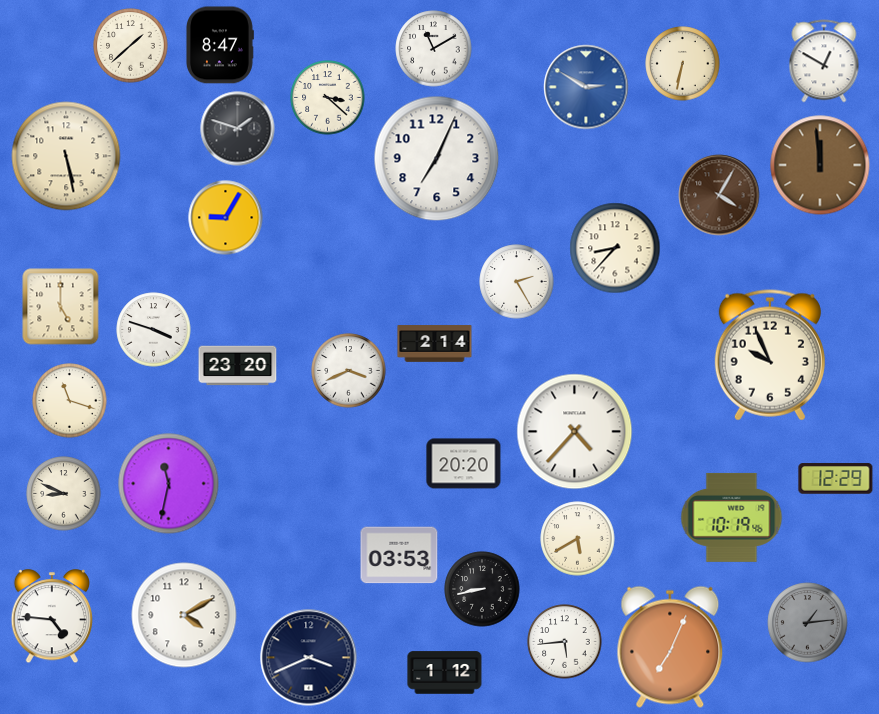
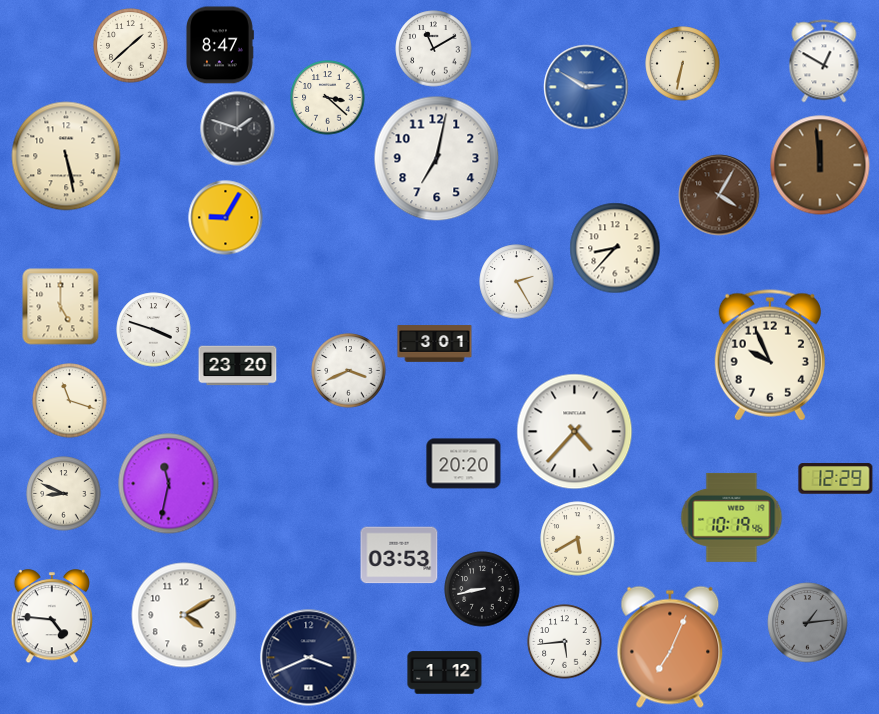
clock at (437, 159): 7:04 -> 7:02
clock at (435, 344): 2:14 -> 3:01
